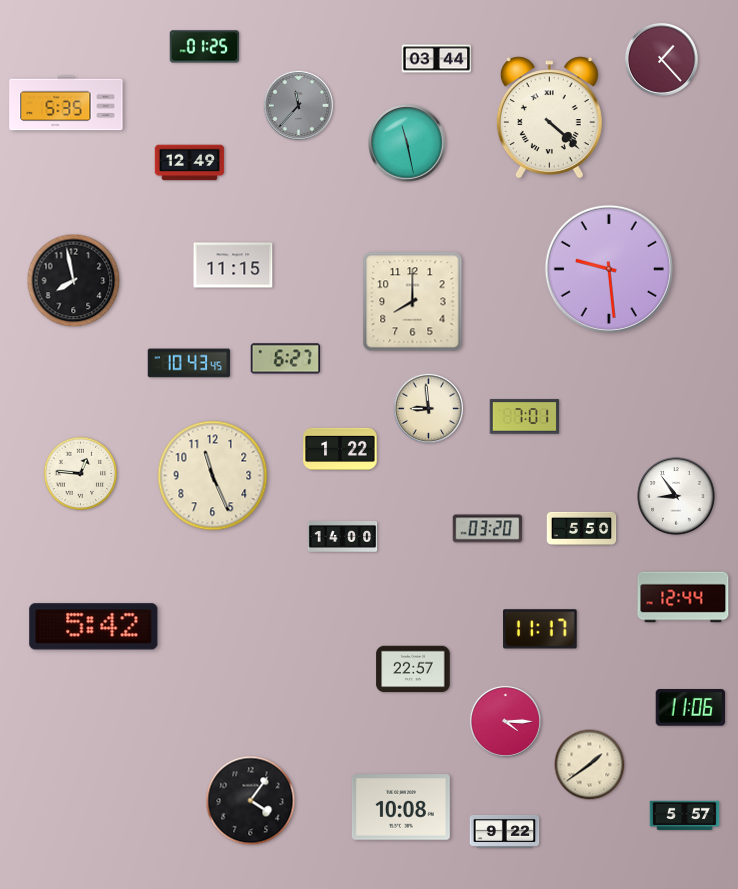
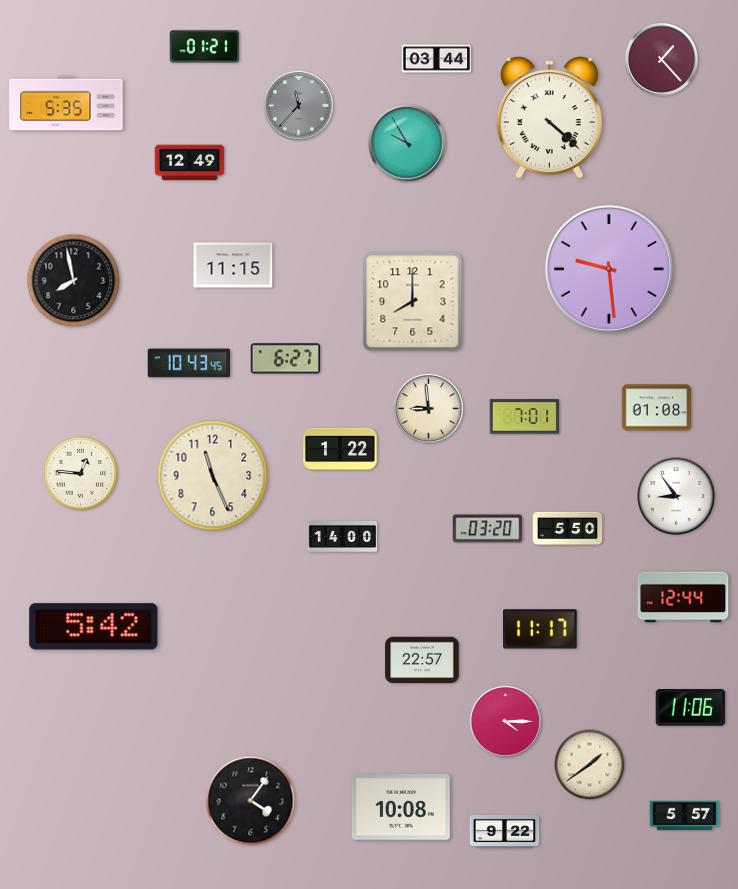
clock at (205, 47): 01:25 -> 01:21
clock at (407, 143): 11:28 -> 9:55
clock at (657, 408): none -> 01:08
clock at (582, 528) position: (582, 528) -> (568, 528)
clock at (413, 669) position: (413, 669) -> (422, 660)
